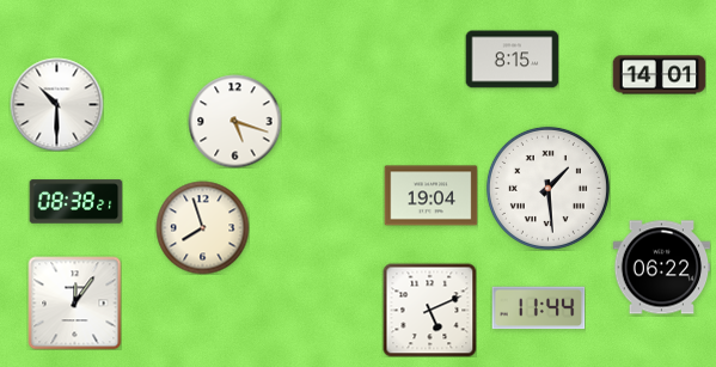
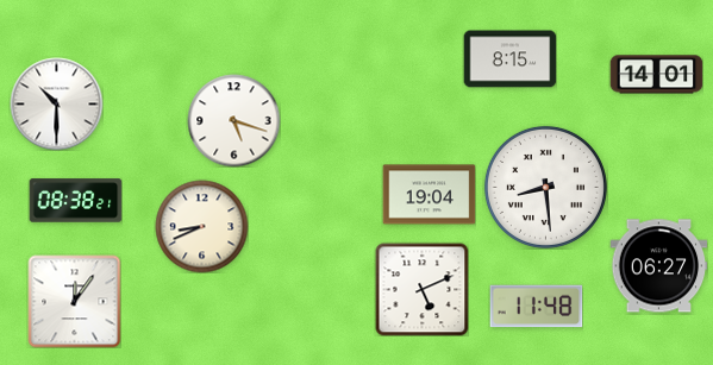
clock at (547, 188): 1:29 -> 8:29
clock at (202, 227): 7:57 -> 8:41
clock at (661, 268): 06:22 -> 06:27
clock at (538, 308): 11:44 -> 11:48
clock at (429, 310) position: (429, 310) -> (421, 289)
